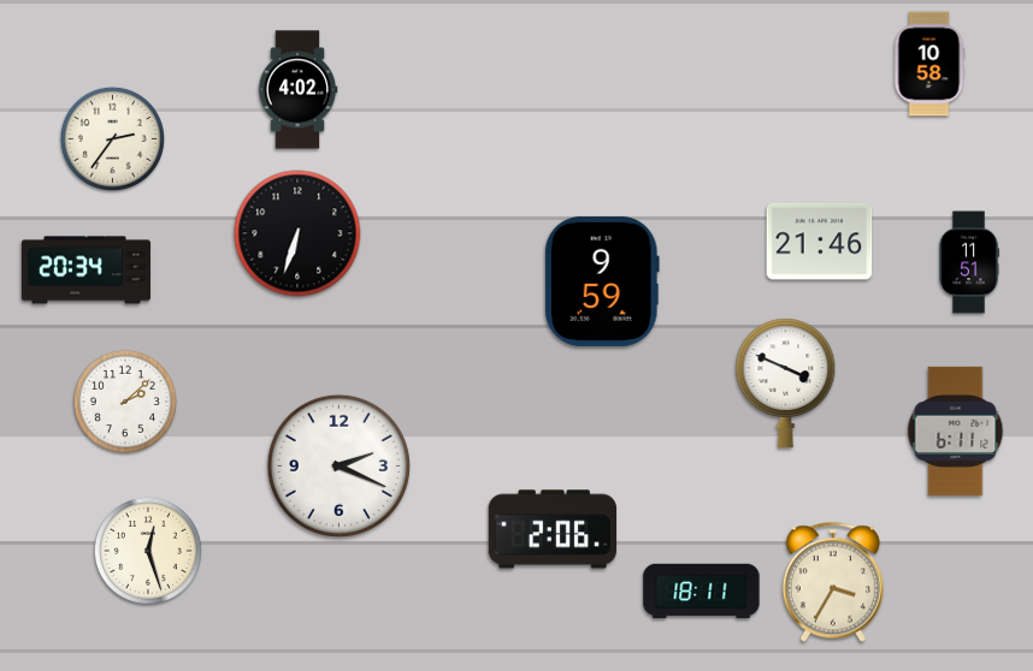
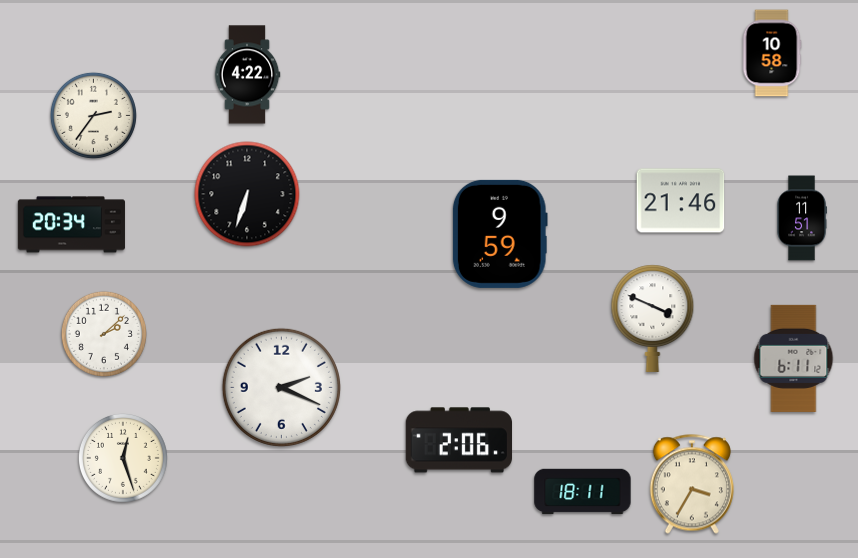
clock at (297, 90): 4:02 -> 4:22
clock at (968, 262) position: (968, 262) -> (801, 218)
